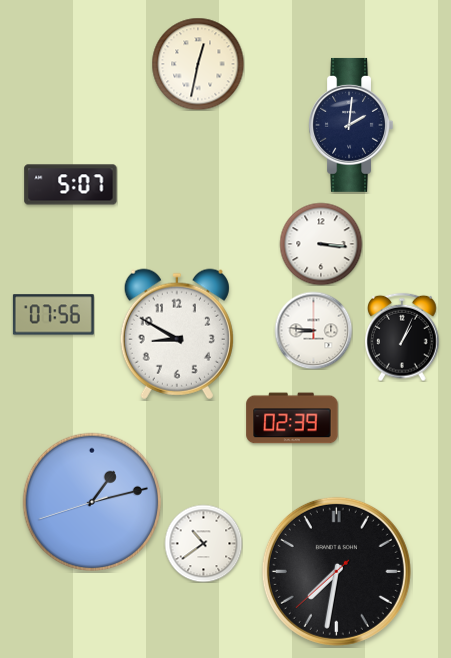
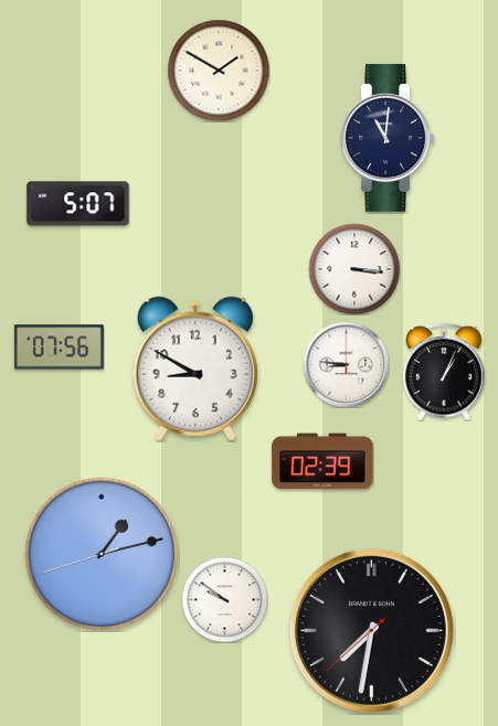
clock at (198, 64): 12:32 -> 1:50
clock at (350, 125): 2:01 -> 11:01
clock at (203, 543): 10:39 -> 9:51
